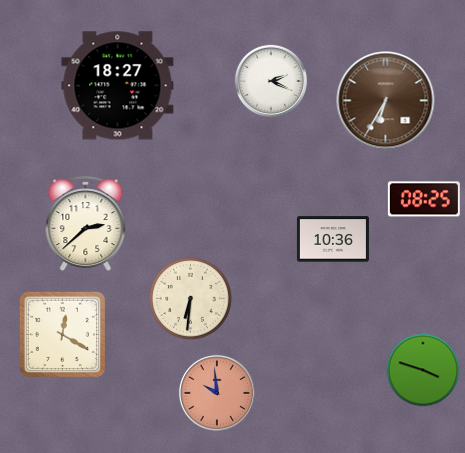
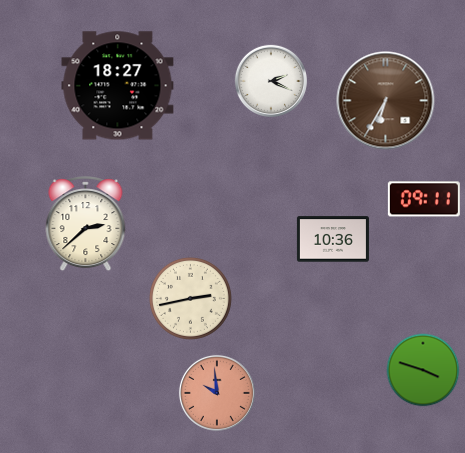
clock at (424, 199): 08:25 -> 09:11
clock at (190, 298): 6:31 -> 2:43
clock at (62, 334): 12:20 -> none
